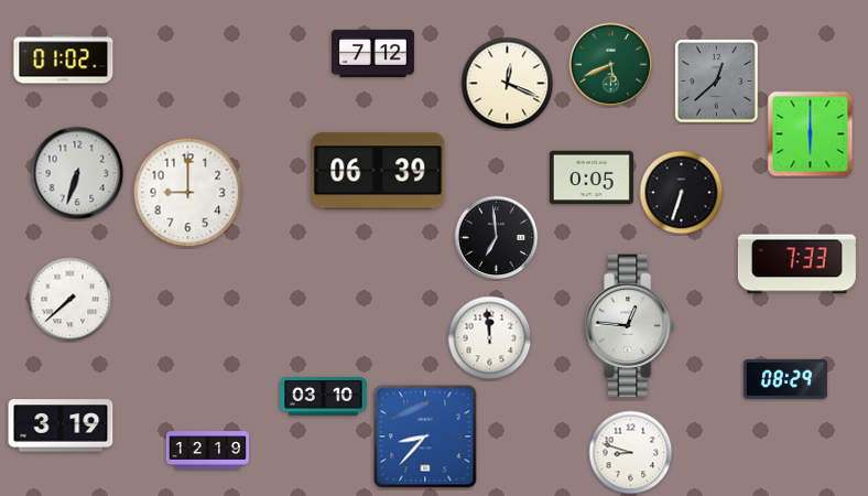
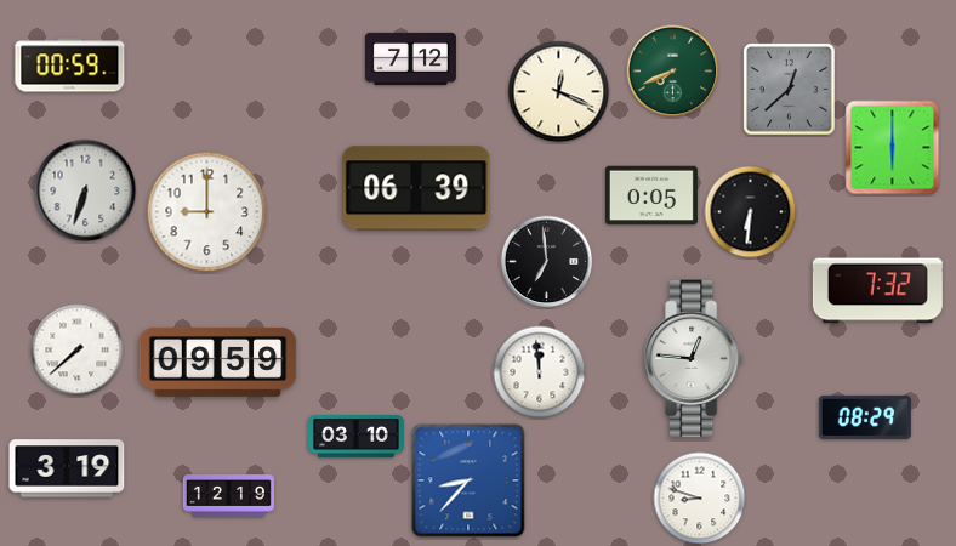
clock at (64, 60): 01:02 -> 00:59
clock at (611, 65): 5:41 -> 7:41
clock at (682, 193): 6:33 -> 6:31
clock at (796, 265): 7:33 -> 7:32
clock at (70, 300) position: (70, 300) -> (78, 351)
clock at (218, 362): none -> 09:59
clock at (631, 453) position: (631, 453) -> (700, 499)
